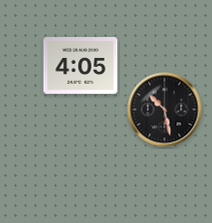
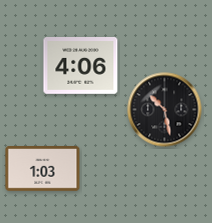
clock at (81, 66): 4:05 -> 4:06
clock at (43, 169): none -> 1:03
